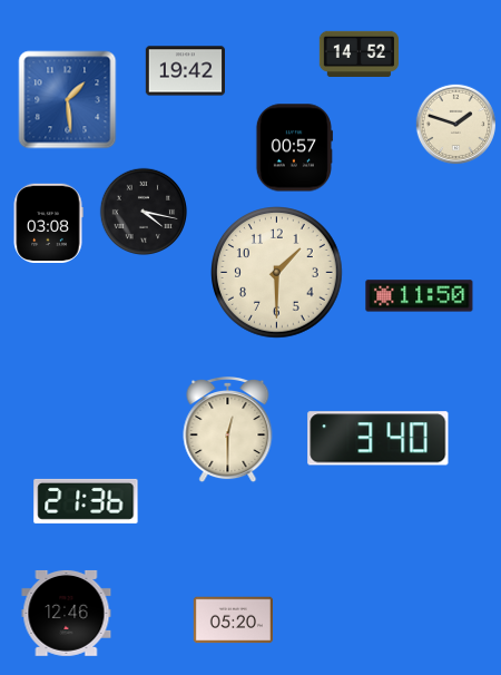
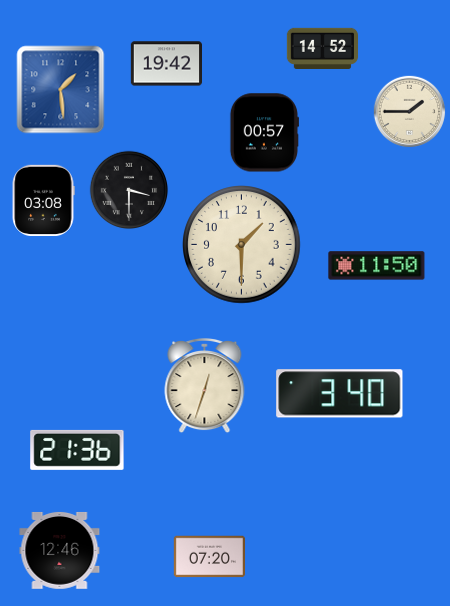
clock at (456, 125): 1:48 -> 1:45
clock at (144, 212): 4:17 -> 3:30
clock at (277, 273) position: (277, 273) -> (242, 245)
clock at (228, 431): 12:30 -> 12:33
clock at (233, 620): 05:20 -> 07:20
